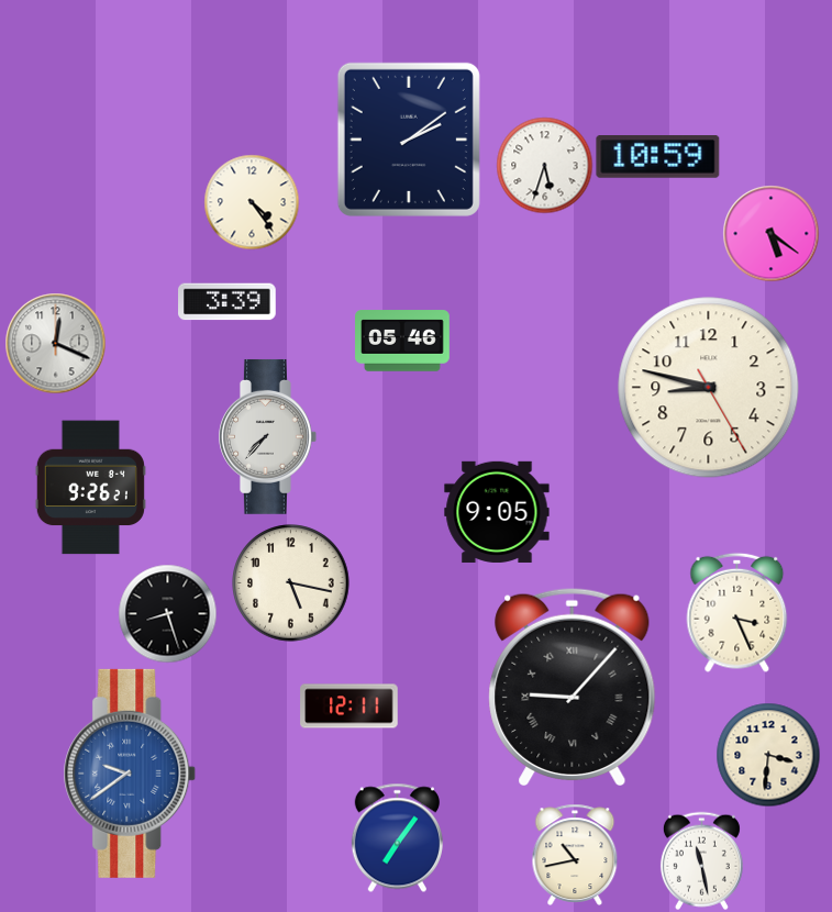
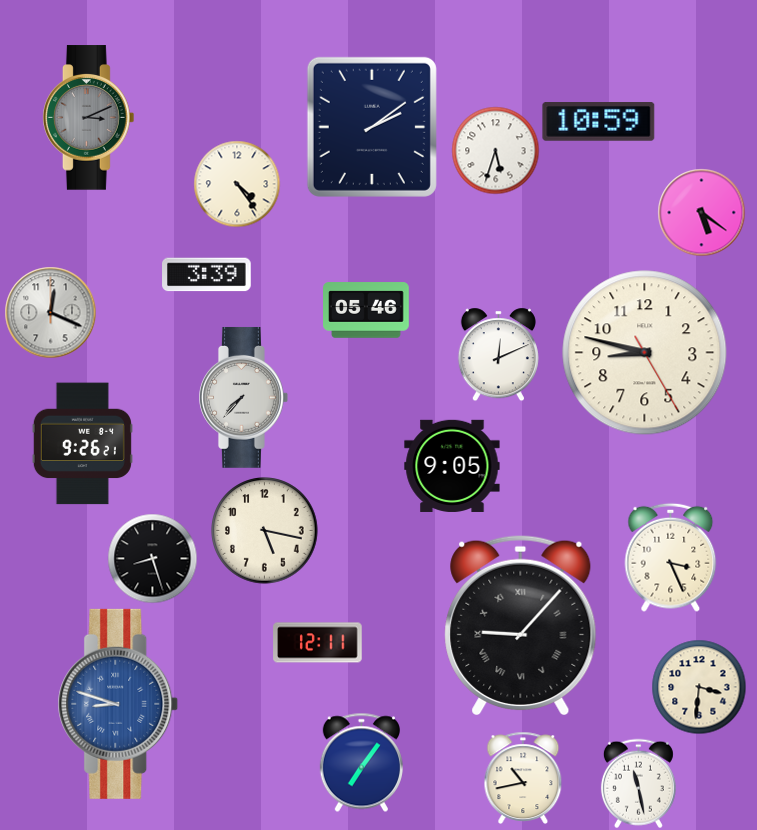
clock at (89, 118): none -> 3:11
clock at (658, 157) position: (658, 157) -> (599, 122)
clock at (252, 202) position: (252, 202) -> (237, 184)
clock at (498, 354): none -> 12:11
clock at (130, 774): 9:39 -> 8:48
